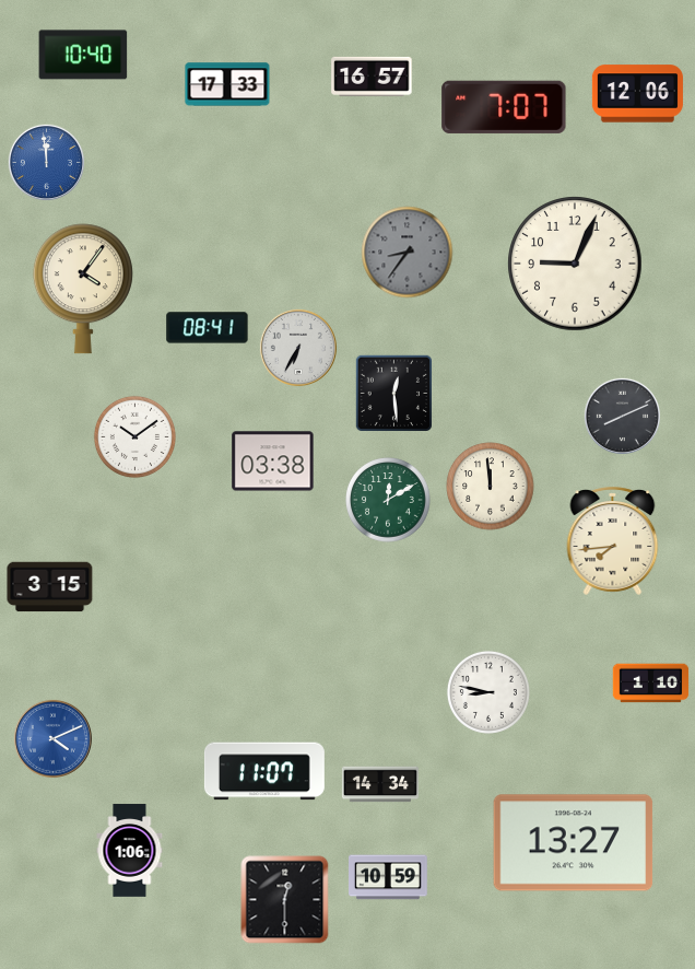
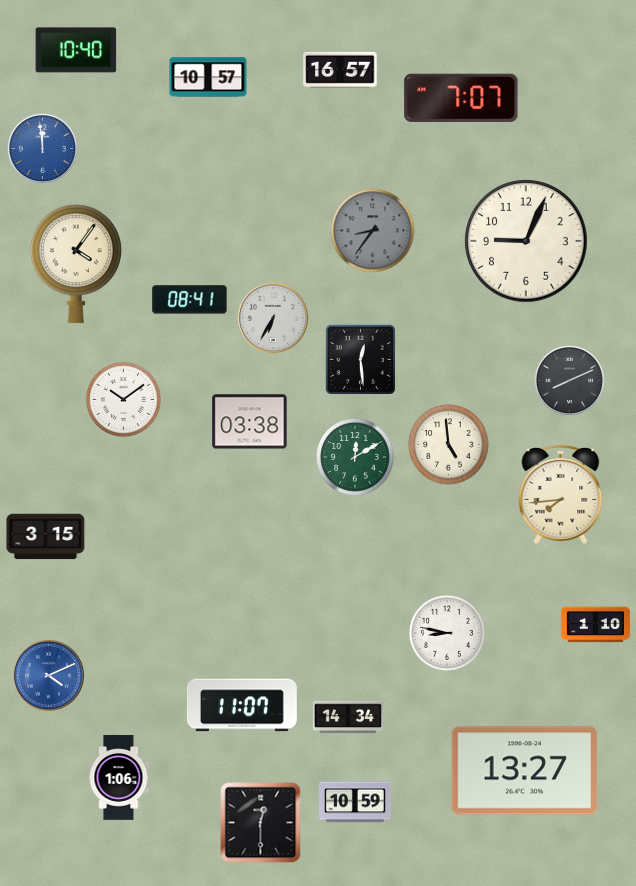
clock at (227, 84): 17:33 -> 10:57
clock at (637, 94): 12:06 -> none
clock at (491, 487): 11:59 -> 4:59
